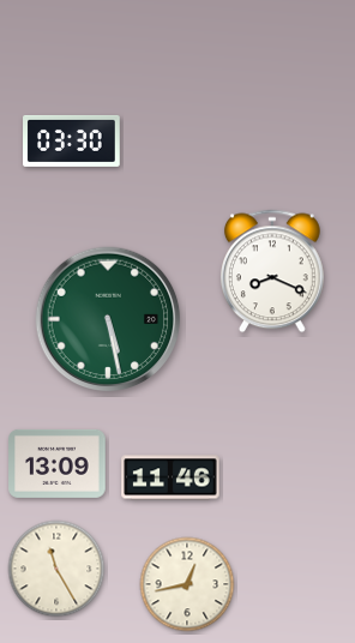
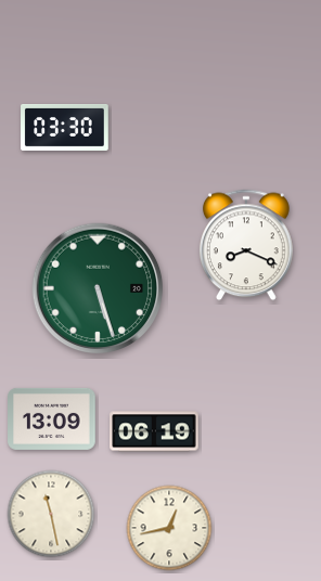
clock at (108, 319): 5:28 -> 5:27
clock at (170, 477): 11:46 -> 06:19
clock at (56, 569): 11:25 -> 11:28
